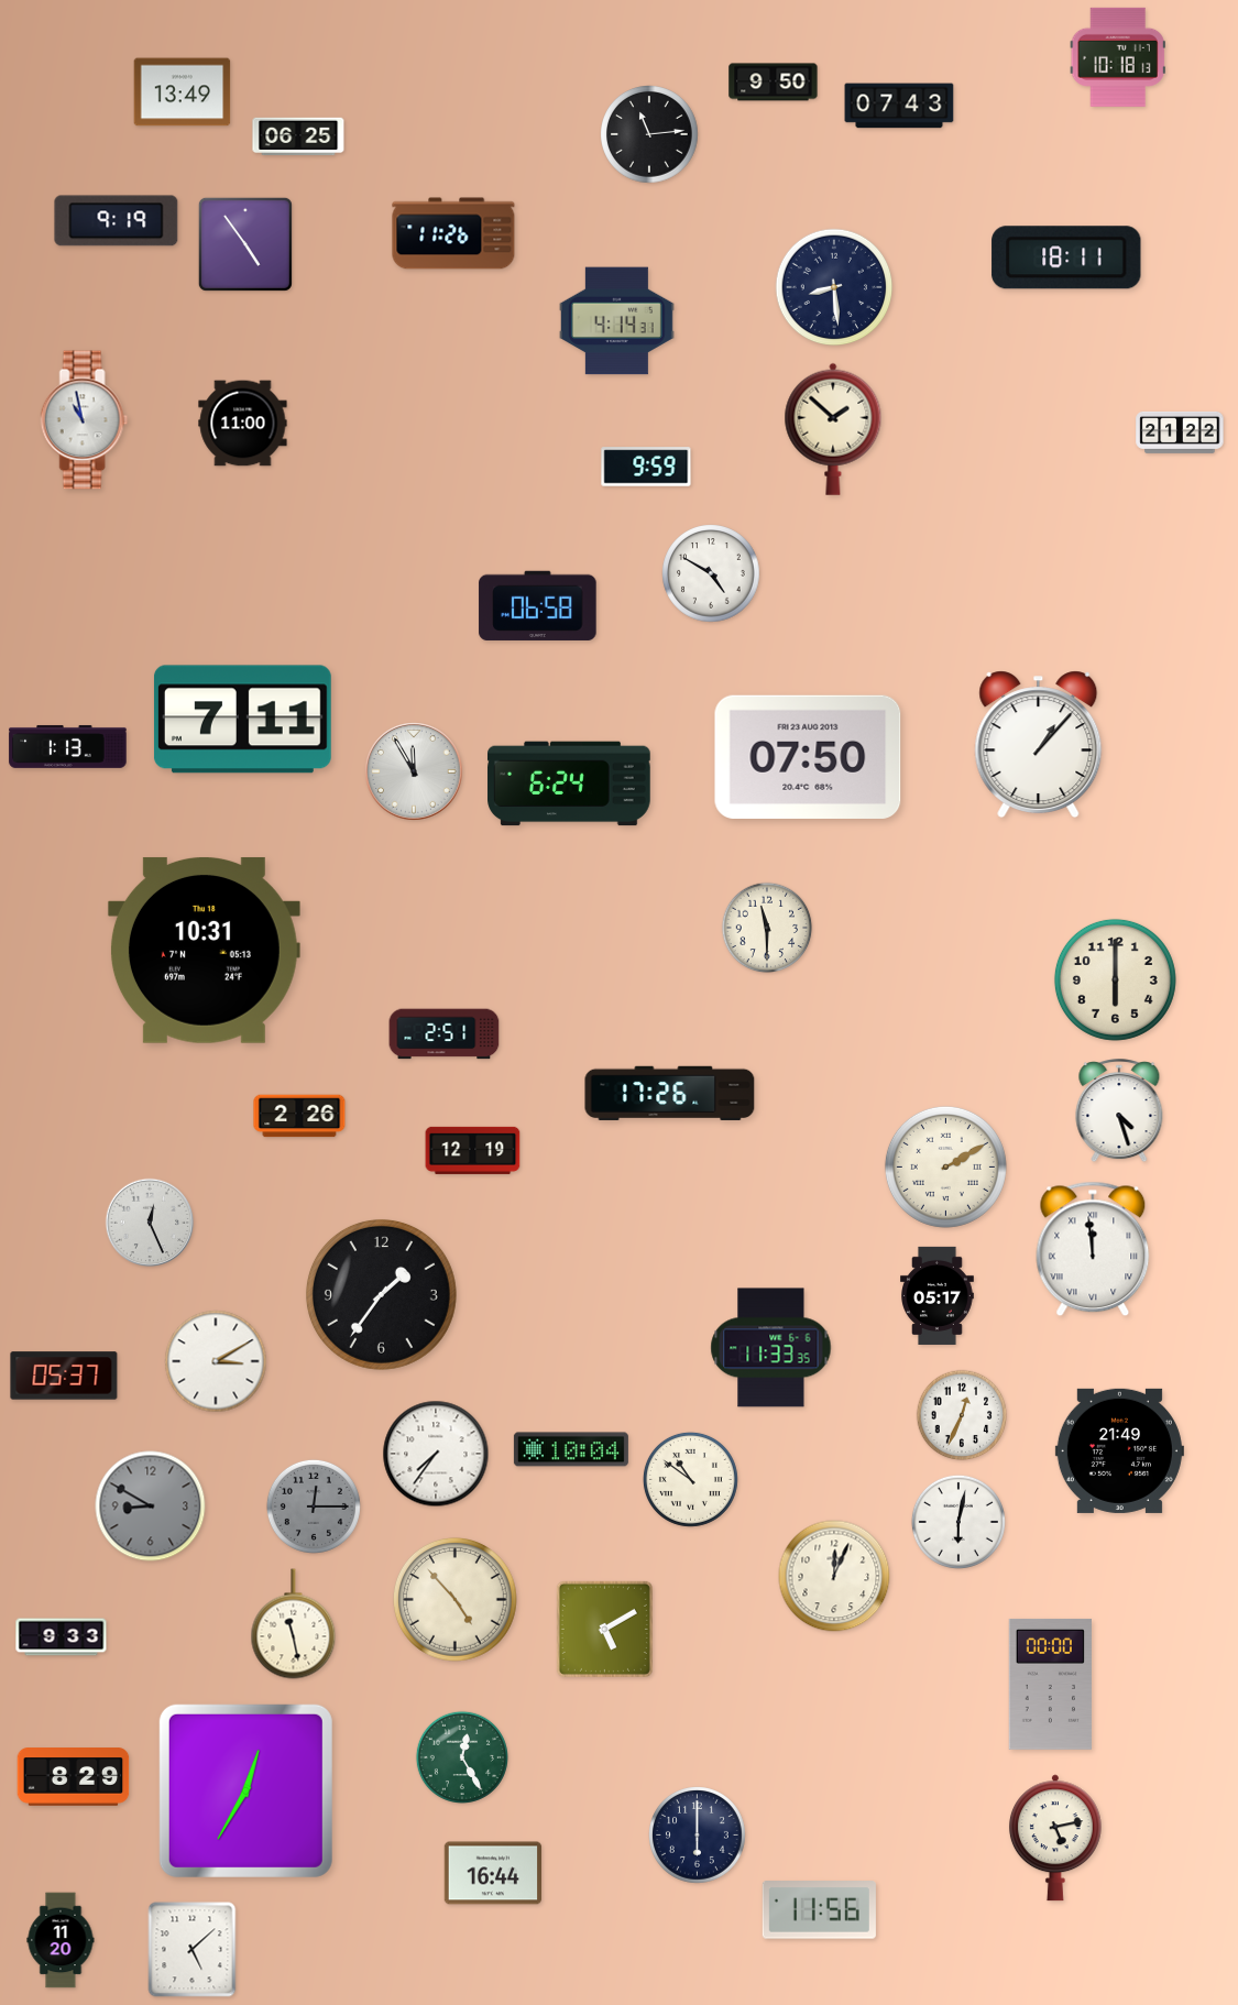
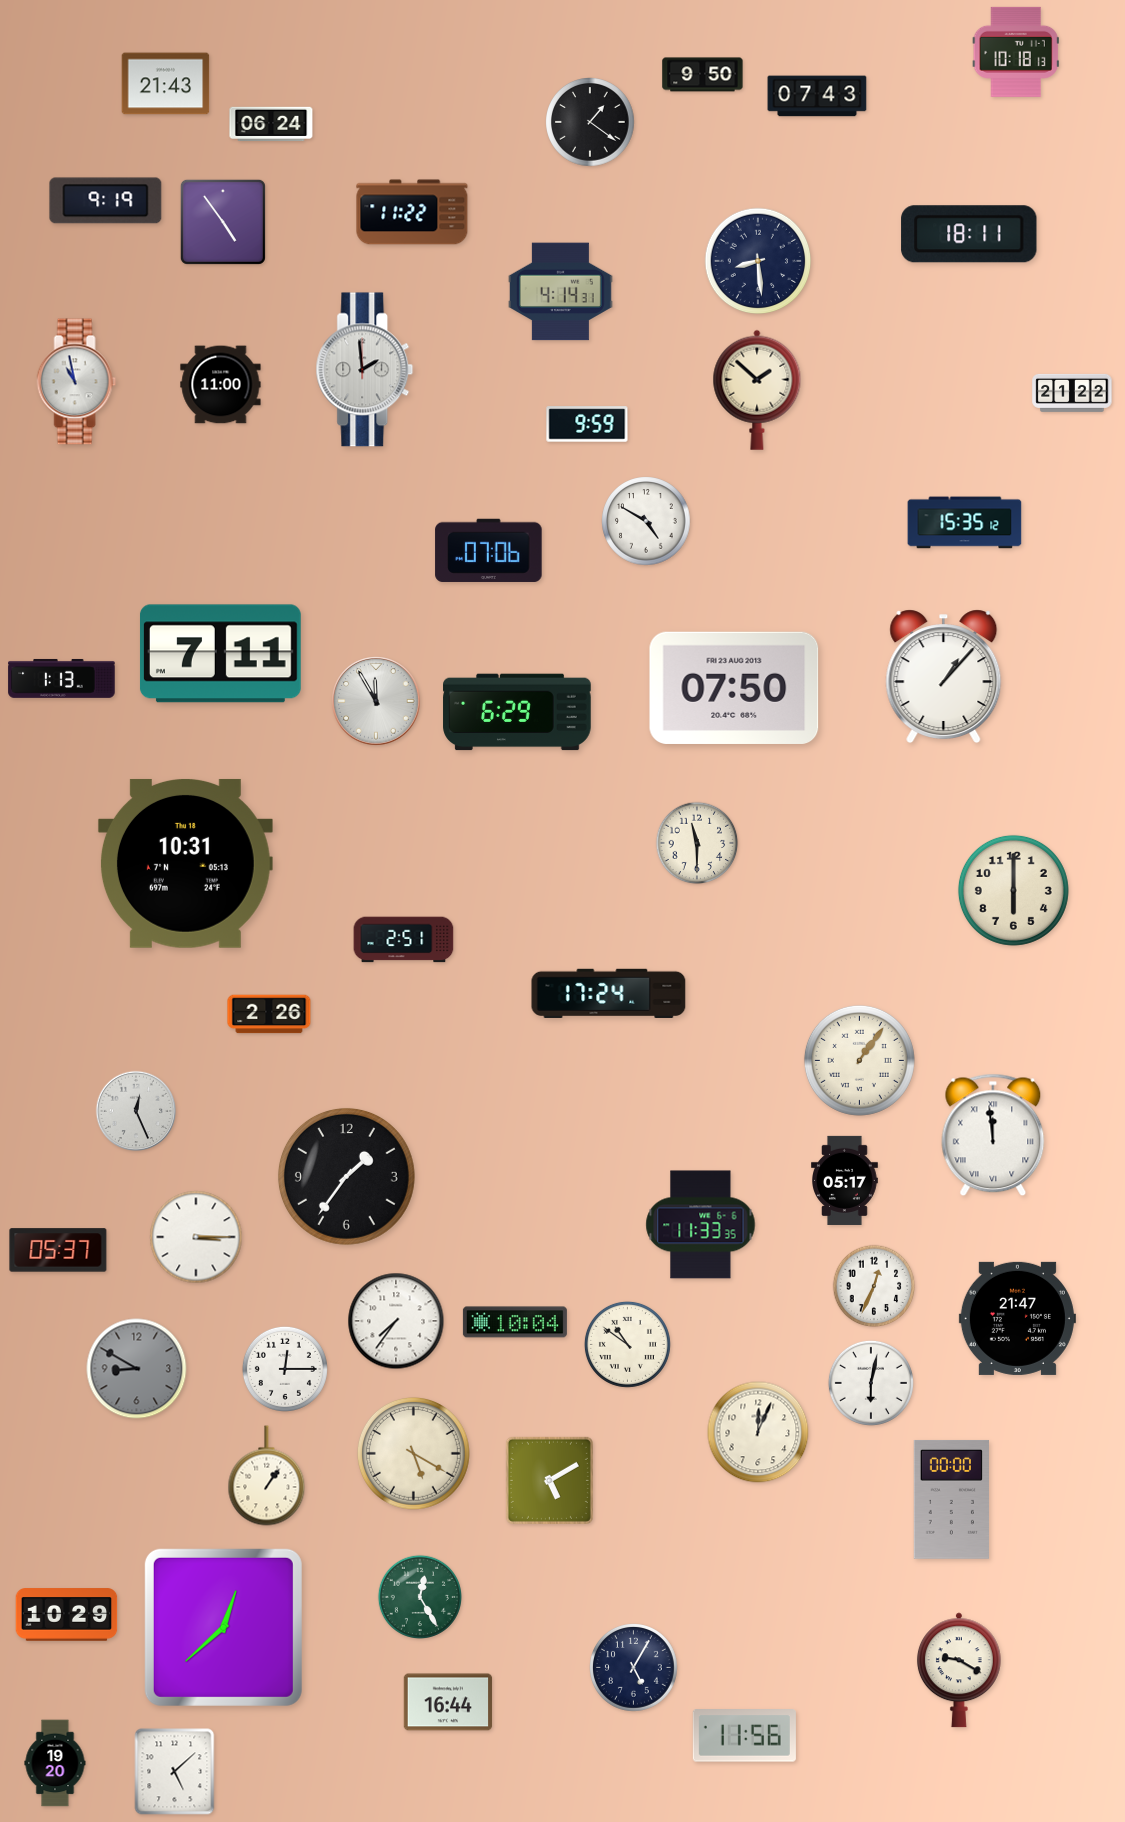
clock at (183, 92): 13:49 -> 21:43
clock at (649, 134): 11:14 -> 1:21
clock at (298, 135): 06:25 -> 06:24
clock at (453, 233): 11:26 -> 11:22
clock at (365, 370): none -> 1:59
clock at (965, 523): none -> 15:35
clock at (538, 605): 06:58 -> 07:06
clock at (569, 784): 6:24 -> 6:29
clock at (670, 1093): 17:26 -> 17:24
clock at (1119, 1111): 4:27 -> none
clock at (299, 1116) position: (299, 1116) -> (269, 1014)
clock at (473, 1150): 12:19 -> none
clock at (945, 1166): 2:10 -> 1:06
clock at (938, 1295) position: (938, 1295) -> (845, 1180)
clock at (216, 1361): 3:10 -> 3:15
clock at (571, 1449) position: (571, 1449) -> (515, 1322)
clock at (1119, 1450): 21:49 -> 21:47
clock at (314, 1507) dial: grey -> white
clock at (454, 1599): 4:53 -> 5:20
clock at (294, 1624): 11:28 -> 1:06
clock at (62, 1637): 9:33 -> none
clock at (1050, 1684) position: (1050, 1684) -> (951, 1499)
clock at (74, 1777): 8:29 -> 10:29
clock at (245, 1790): 12:35 -> 12:38
clock at (698, 1836): 6:00 -> 5:05
clock at (1055, 1838): 5:13 -> 9:20
clock at (61, 1940): 11:20 -> 19:20
